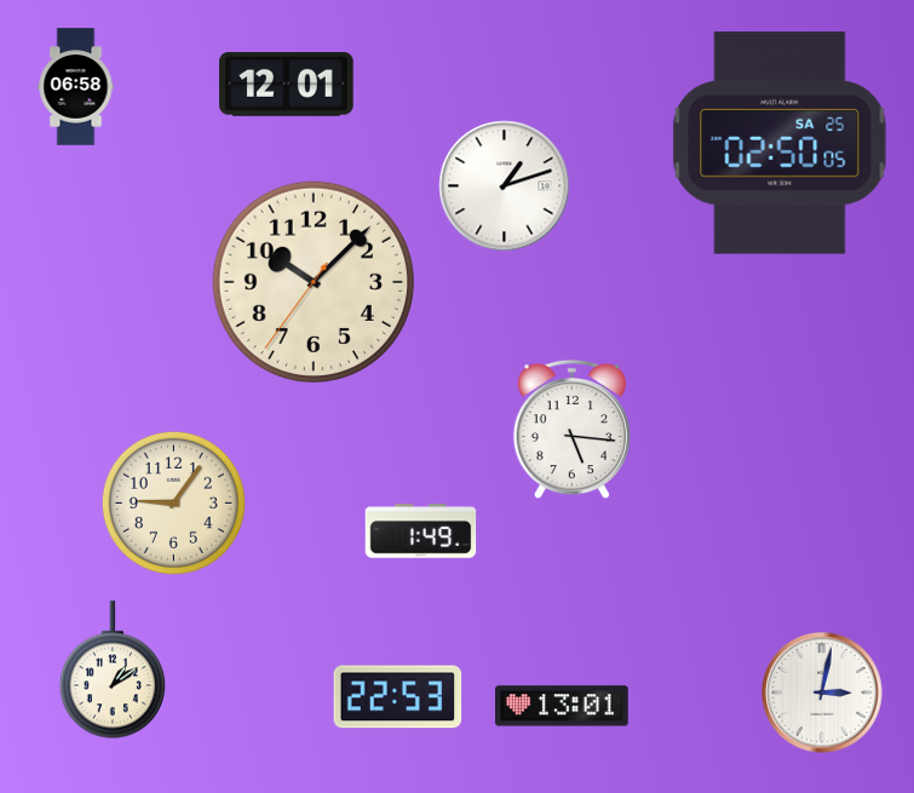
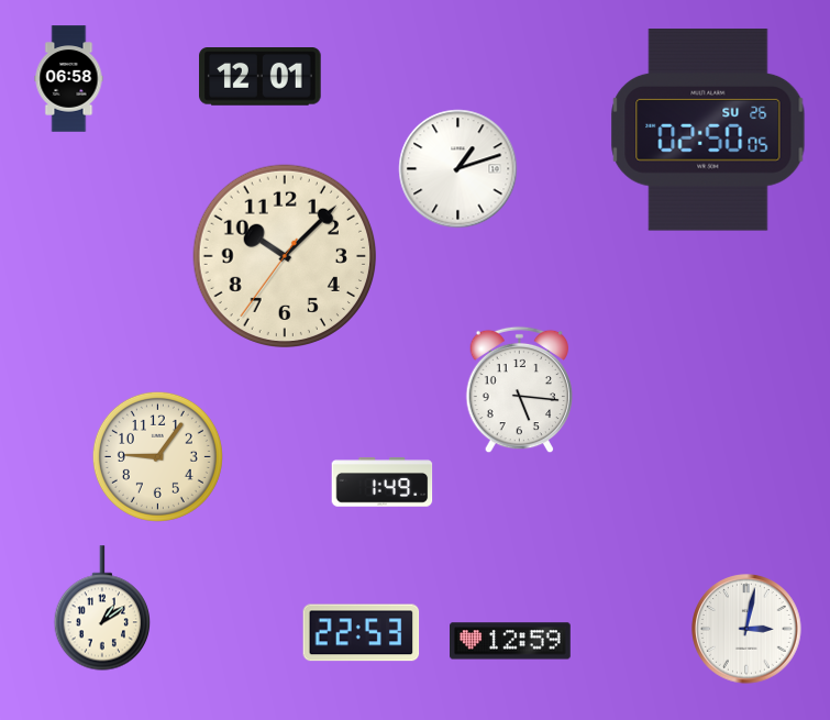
clock at (780, 143) date: SA 25 -> SU 26
clock at (563, 706): 13:01 -> 12:59
